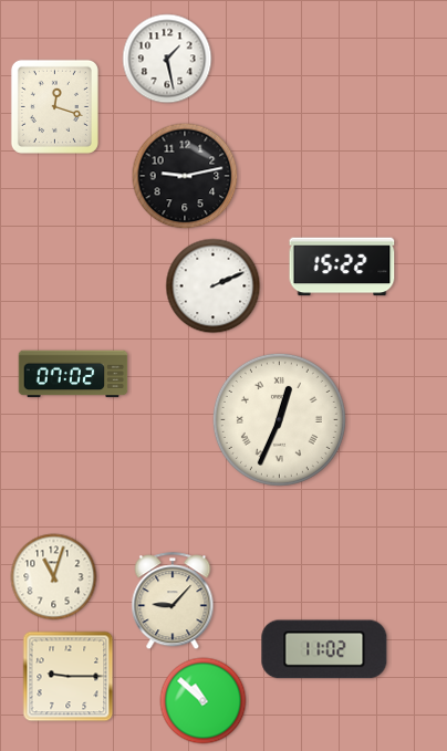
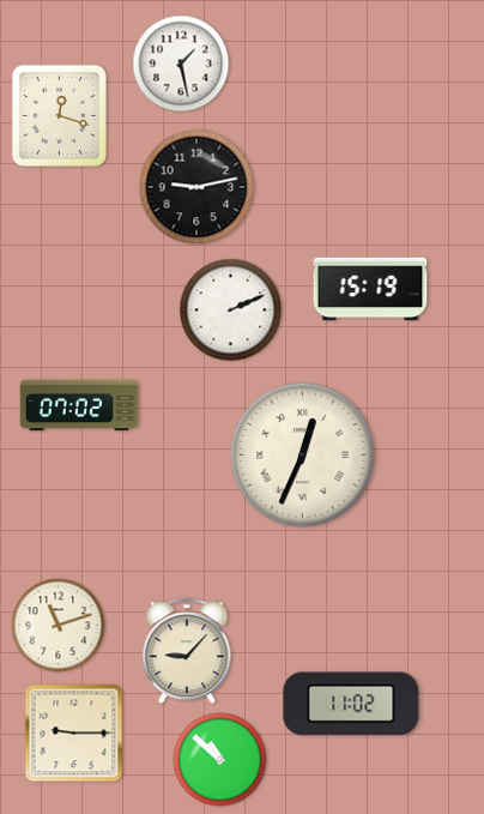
clock at (185, 176) position: (185, 176) -> (196, 187)
clock at (342, 267): 15:22 -> 15:19
clock at (54, 577): 11:03 -> 11:12
